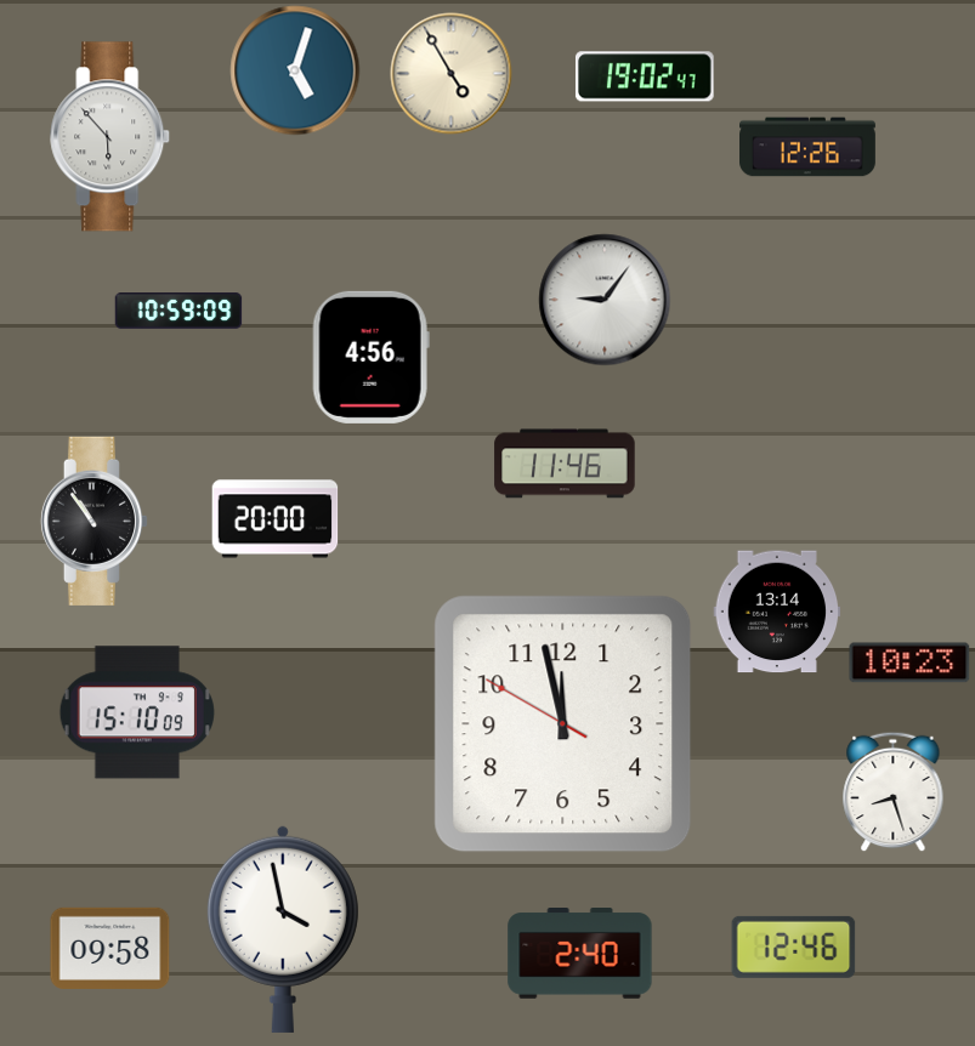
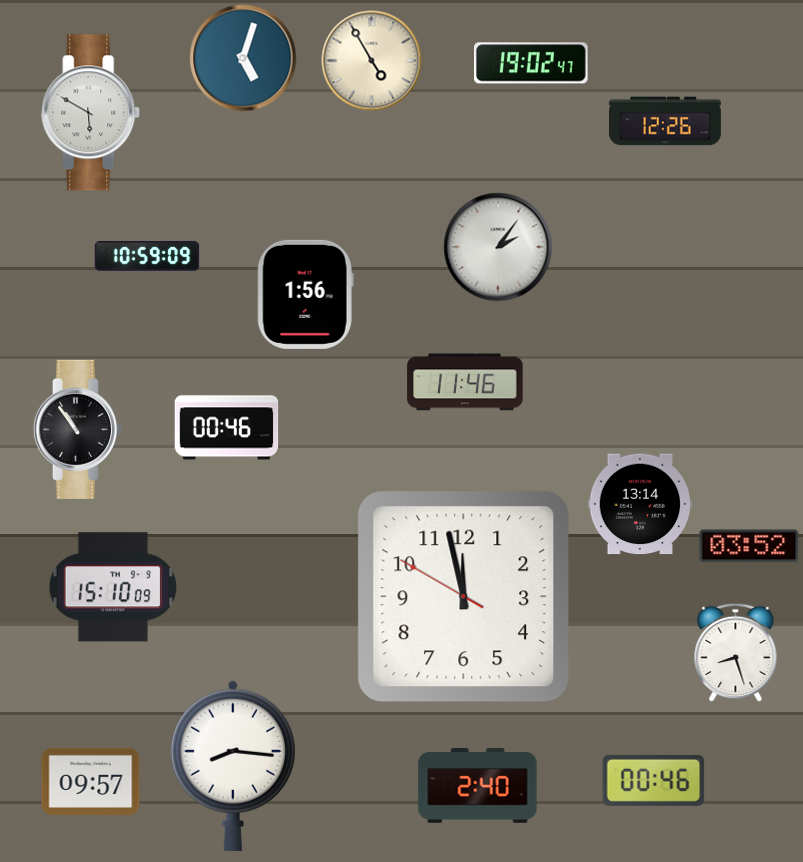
clock at (110, 137): 5:53 -> 5:50
clock at (605, 300): 9:06 -> 2:06
clock at (370, 357): 4:56 -> 1:56
clock at (276, 519): 20:00 -> 00:46
clock at (909, 663): 10:23 -> 03:52
clock at (283, 930): 3:58 -> 8:16
clock at (794, 946): 12:46 -> 00:46
clock at (110, 948): 09:58 -> 09:57
